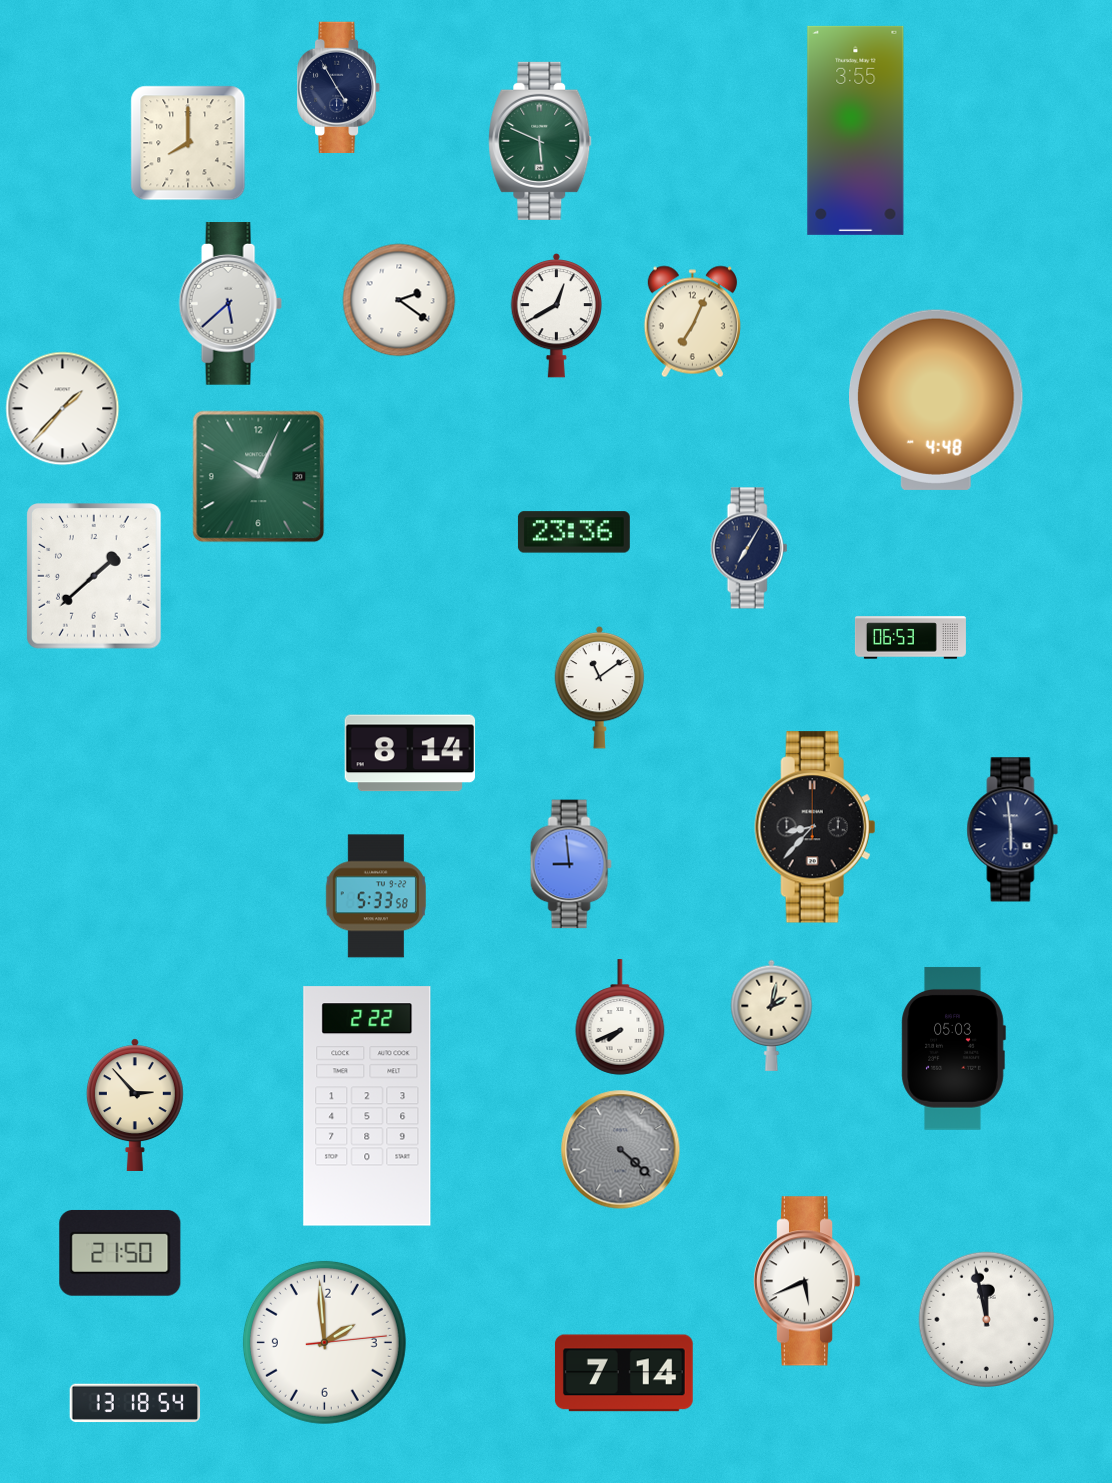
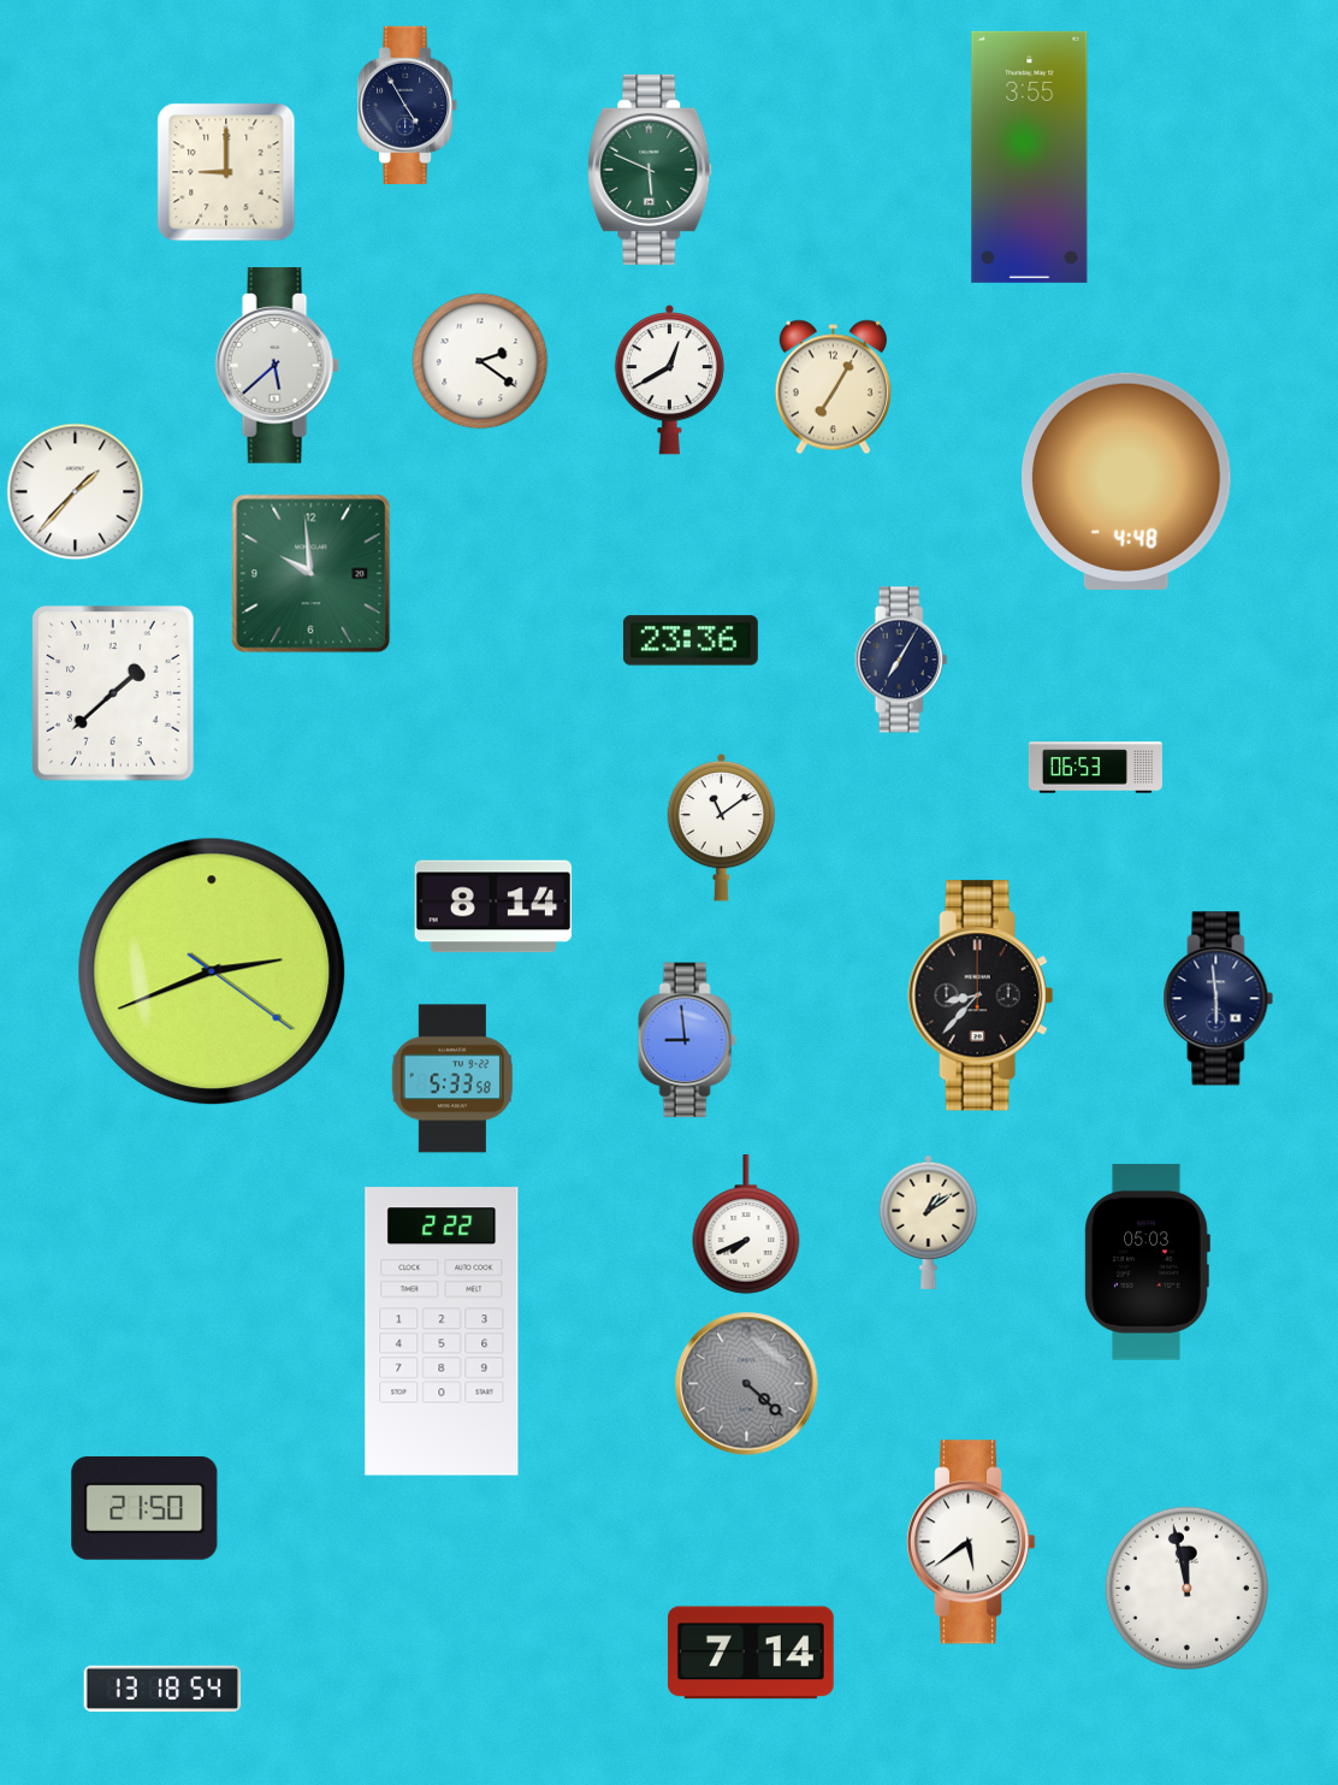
clock at (188, 143): 8:00 -> 9:00
clock at (692, 322): 7:04 -> 7:05
clock at (259, 477): 10:04 -> 9:59
clock at (212, 971): none -> 2:41
clock at (772, 1015): 2:02 -> 1:09
clock at (135, 1105): 2:53 -> none
clock at (807, 1281): 5:41 -> 5:39
clock at (324, 1342): 1:59 -> none
